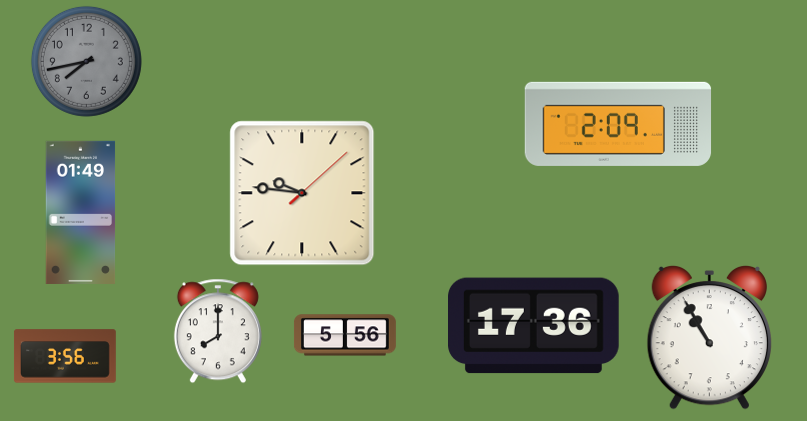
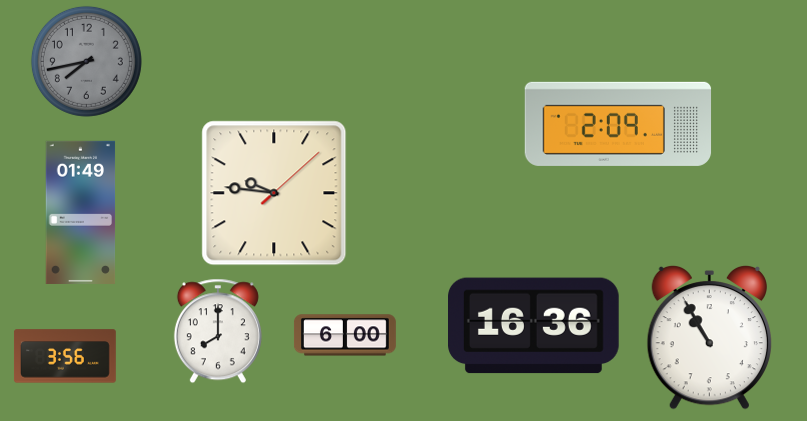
clock at (302, 193) position: (302, 193) -> (274, 193)
clock at (534, 326): 17:36 -> 16:36
clock at (345, 335): 5:56 -> 6:00
